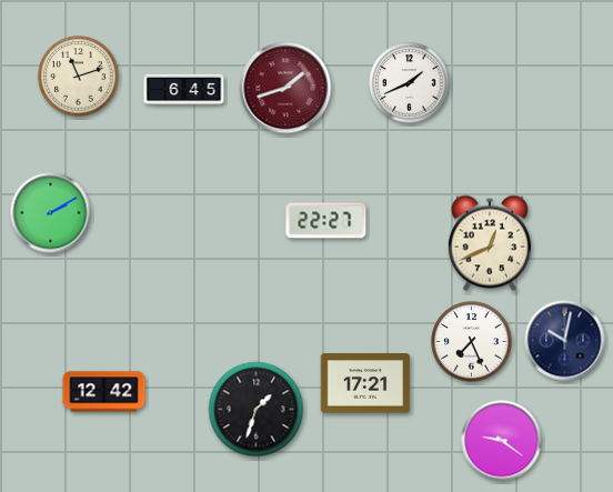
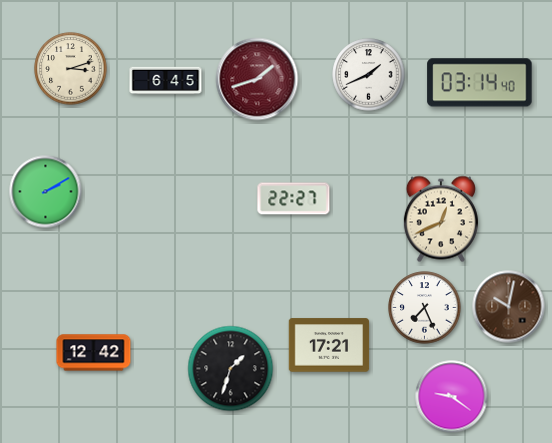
clock at (79, 77): 11:12 -> 3:12
clock at (480, 83): none -> 03:14
clock at (565, 341) dial: navy -> brown
